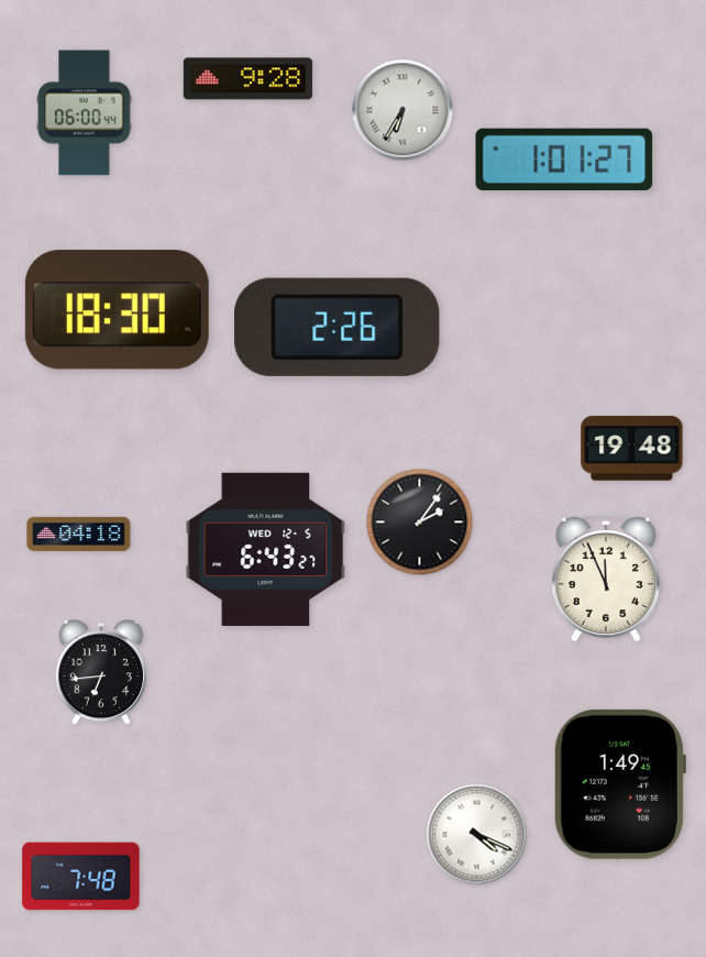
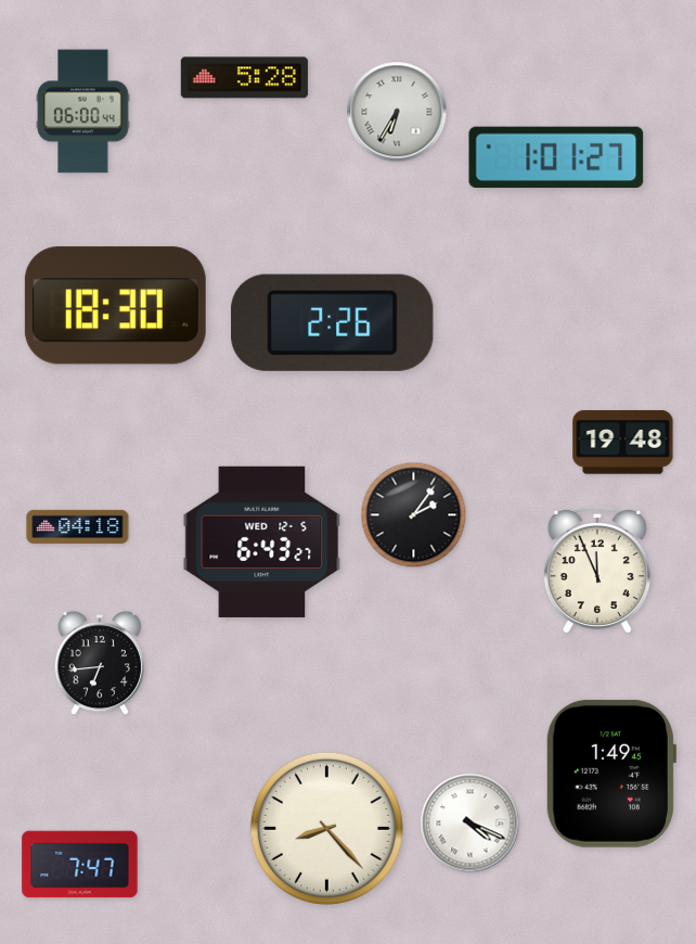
clock at (247, 79): 9:28 -> 5:28
clock at (402, 110) position: (402, 110) -> (397, 112)
clock at (326, 828): none -> 8:23
clock at (81, 877): 7:48 -> 7:47
